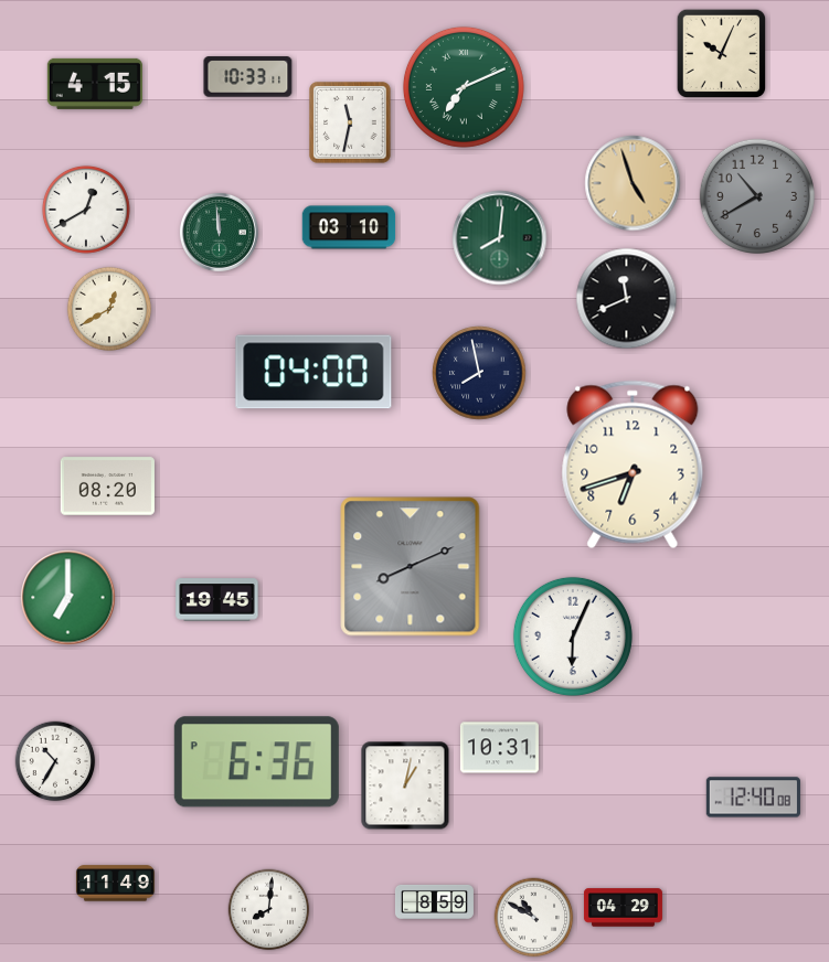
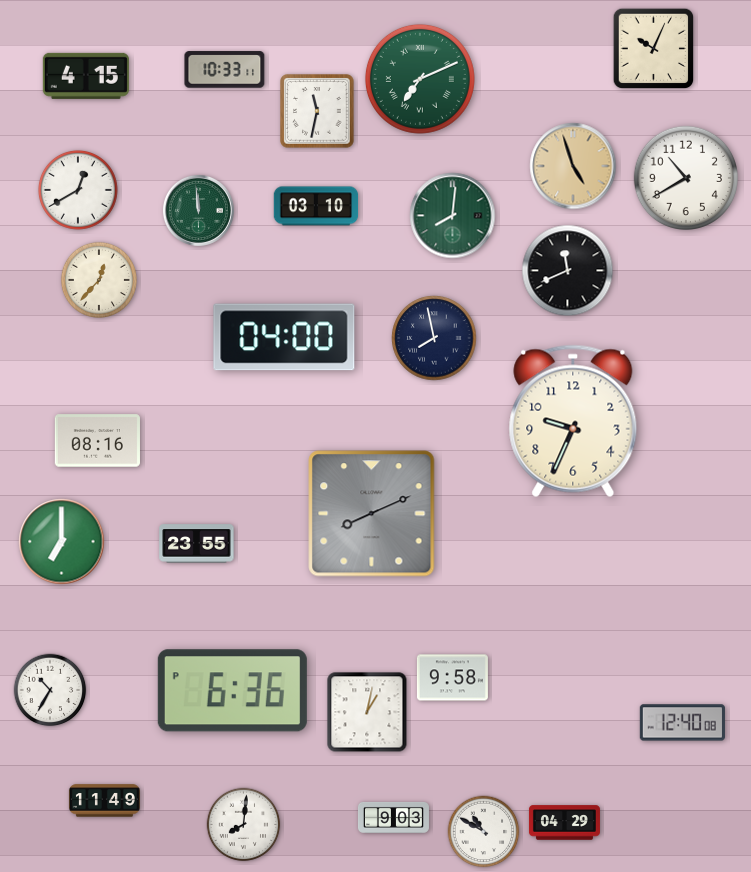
clock at (756, 195) dial: grey -> white
clock at (109, 309): 12:40 -> 12:37
clock at (633, 464): 6:42 -> 9:34
clock at (107, 487): 08:20 -> 08:16
clock at (217, 600): 19:45 -> 23:55
clock at (573, 637): 6:04 -> none
clock at (499, 748): 10:31 -> 9:58
clock at (434, 901): 8:59 -> 9:03
